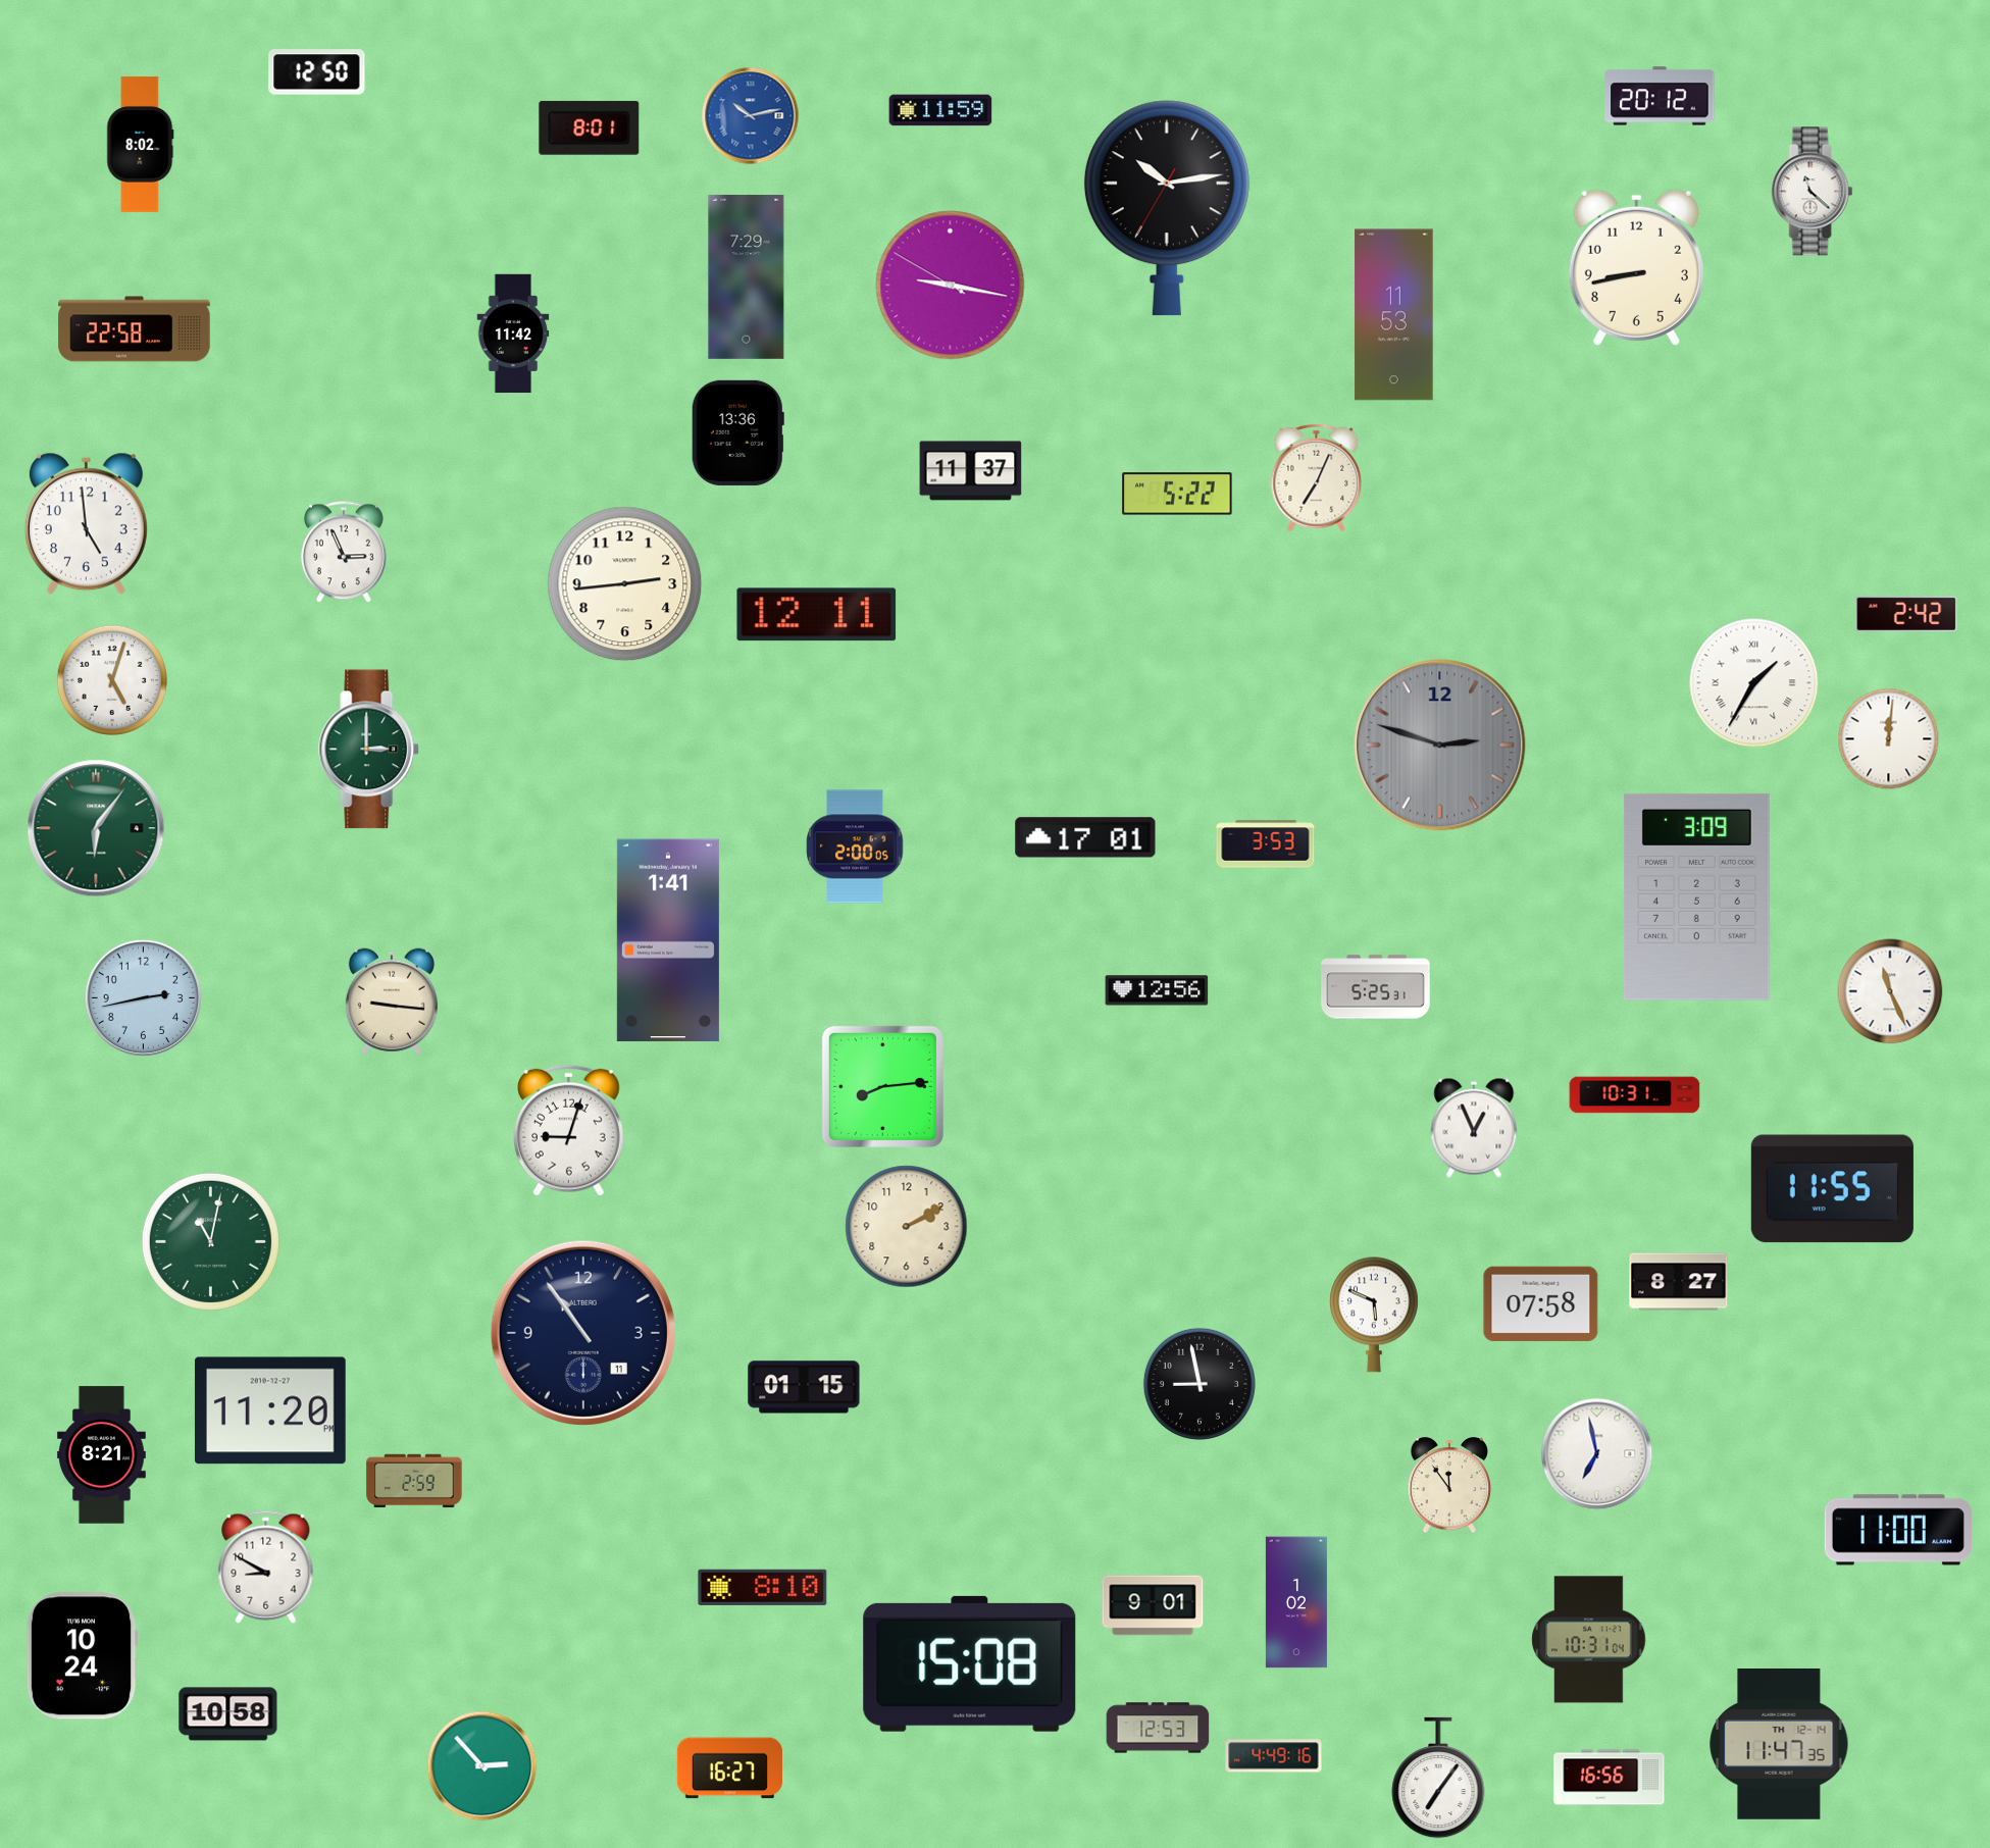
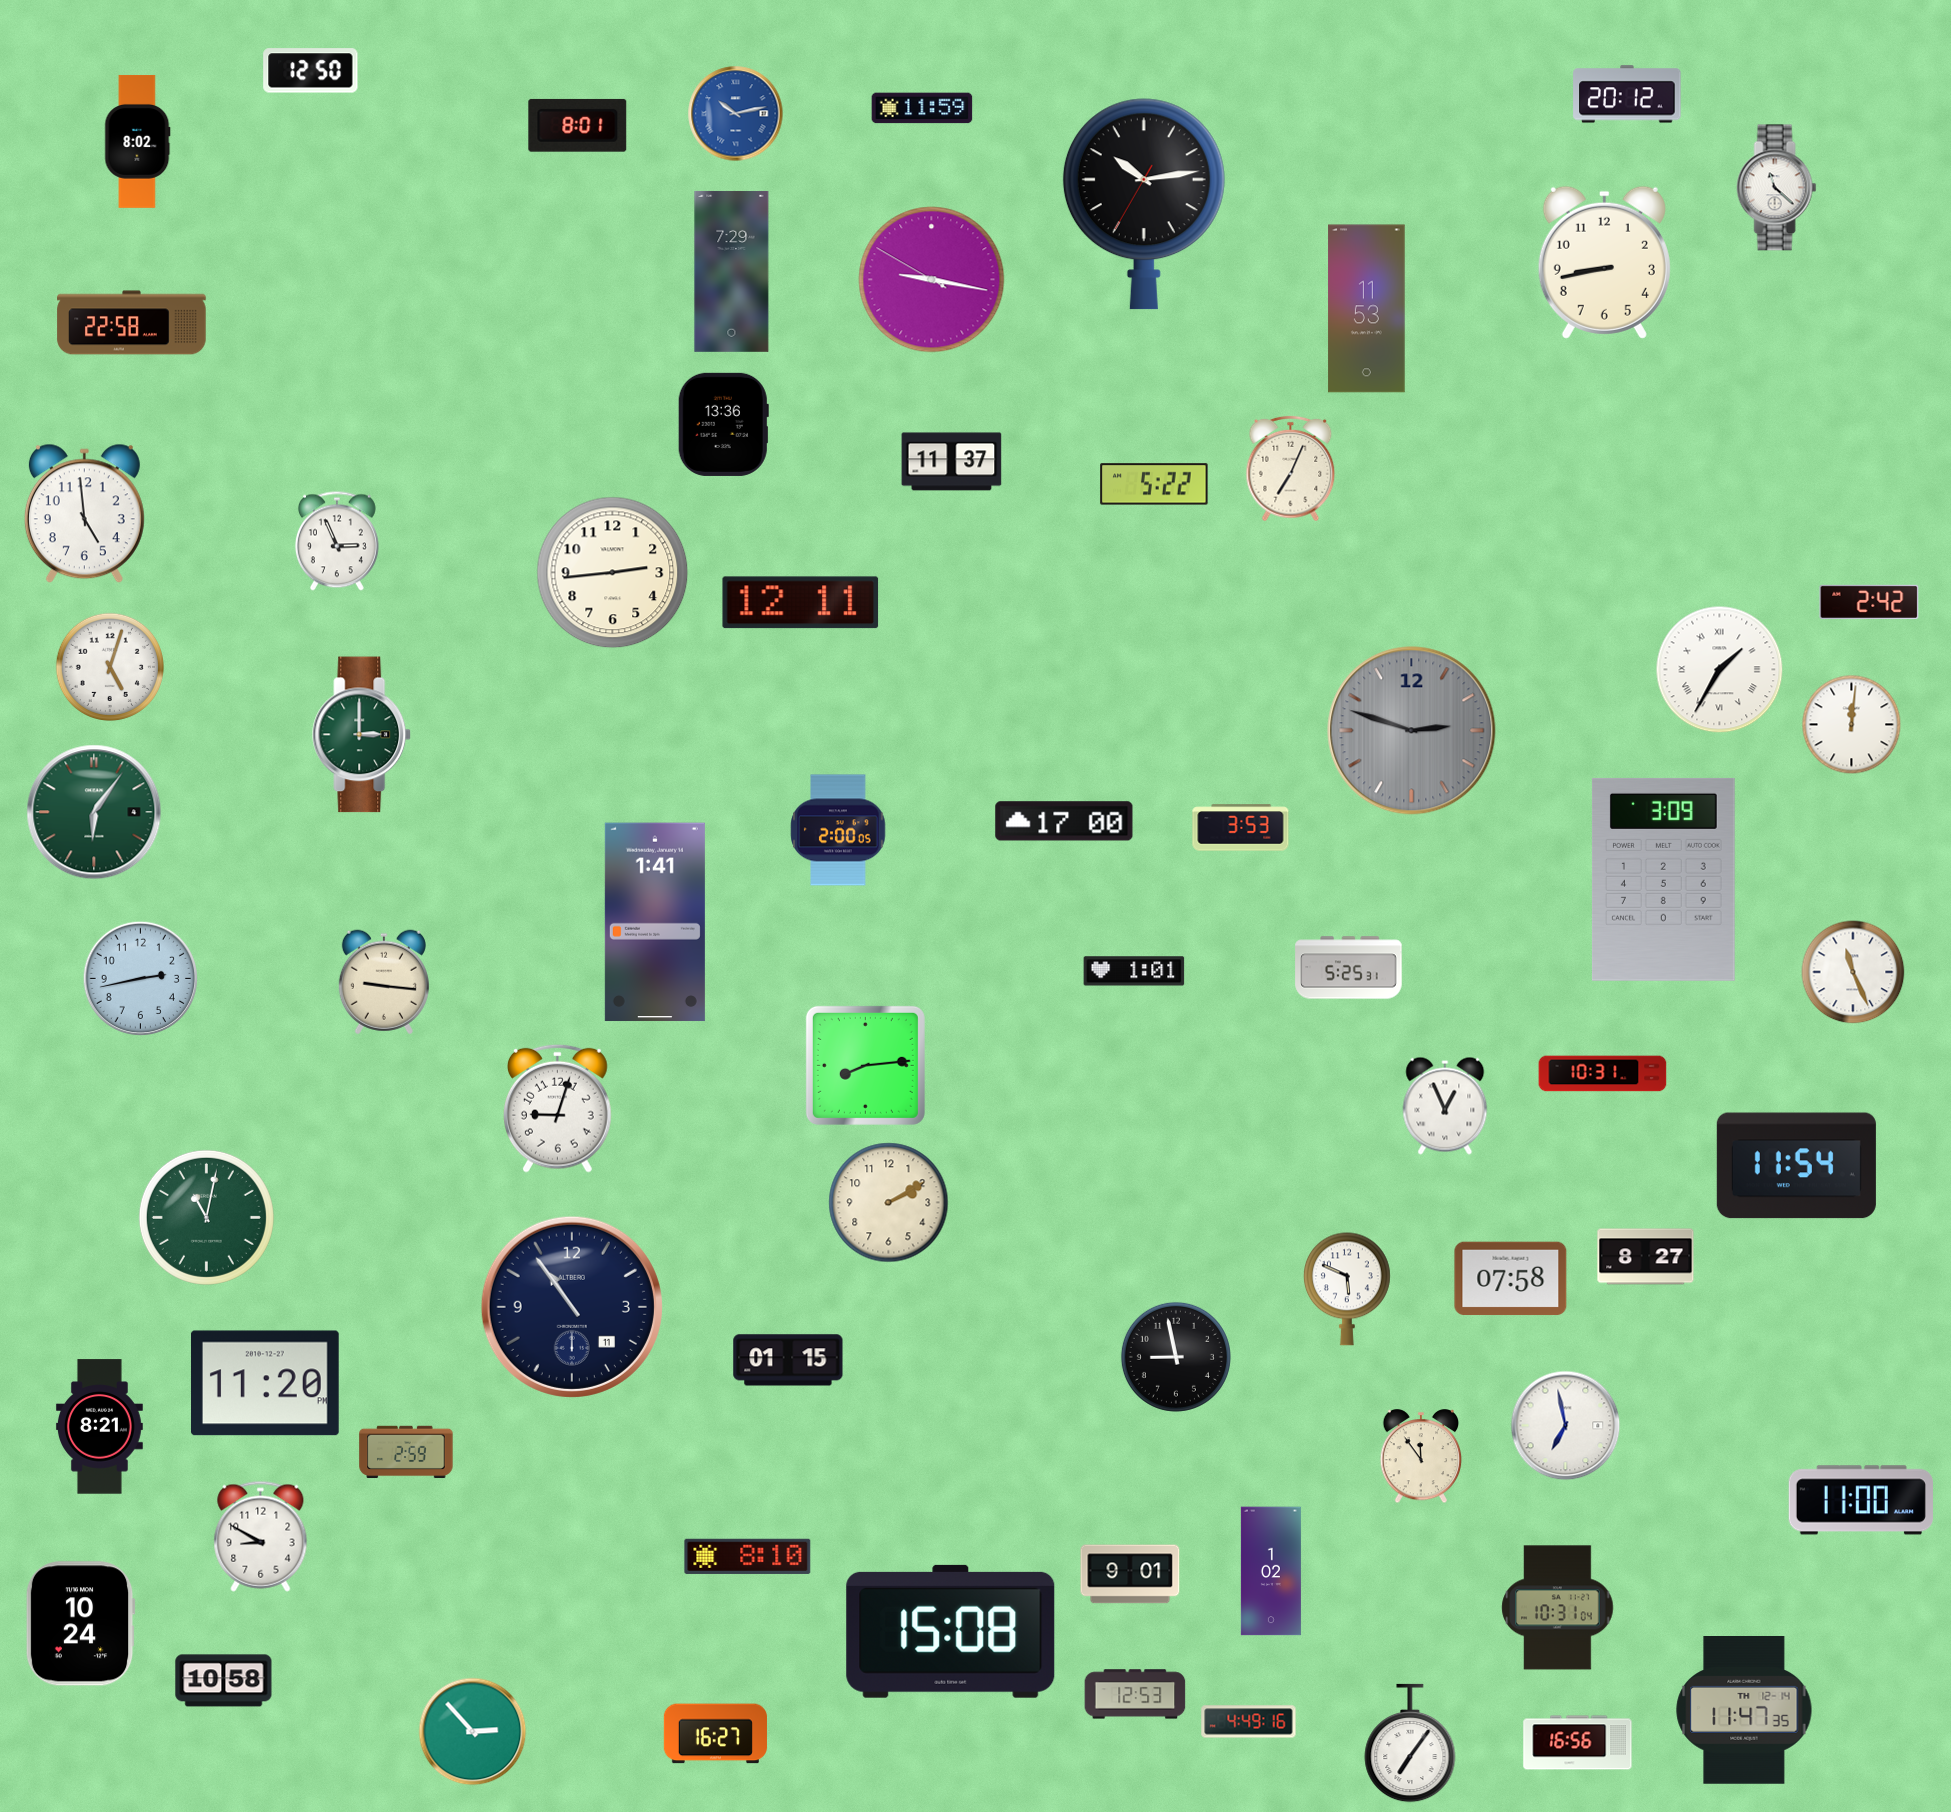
clock at (513, 333): 11:42 -> none
clock at (1085, 837): 17:01 -> 17:00
clock at (1157, 990): 12:56 -> 1:01
clock at (1832, 1189): 11:55 -> 11:54
